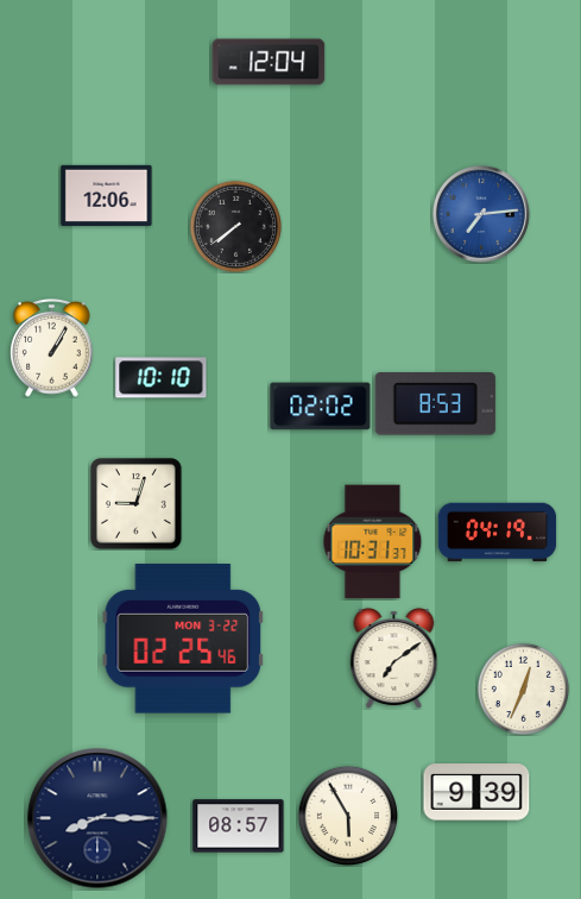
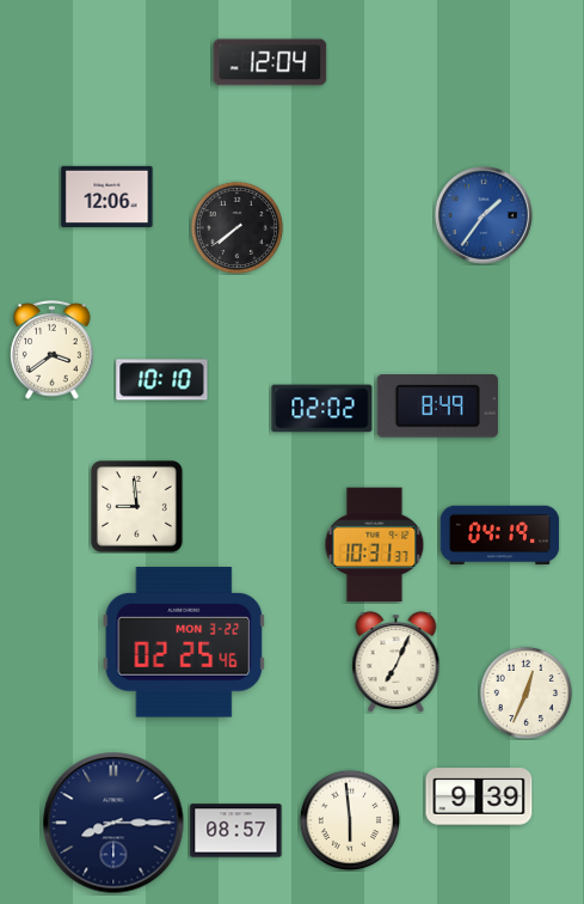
clock at (481, 214): 7:14 -> 1:36
clock at (52, 348): 1:05 -> 3:39
clock at (435, 404): 8:53 -> 8:49
clock at (137, 504): 9:03 -> 8:59
clock at (394, 659): 7:09 -> 7:04
clock at (348, 816): 5:55 -> 5:59
clock at (97, 818) position: (97, 818) -> (113, 823)
clock at (239, 826) position: (239, 826) -> (236, 831)
